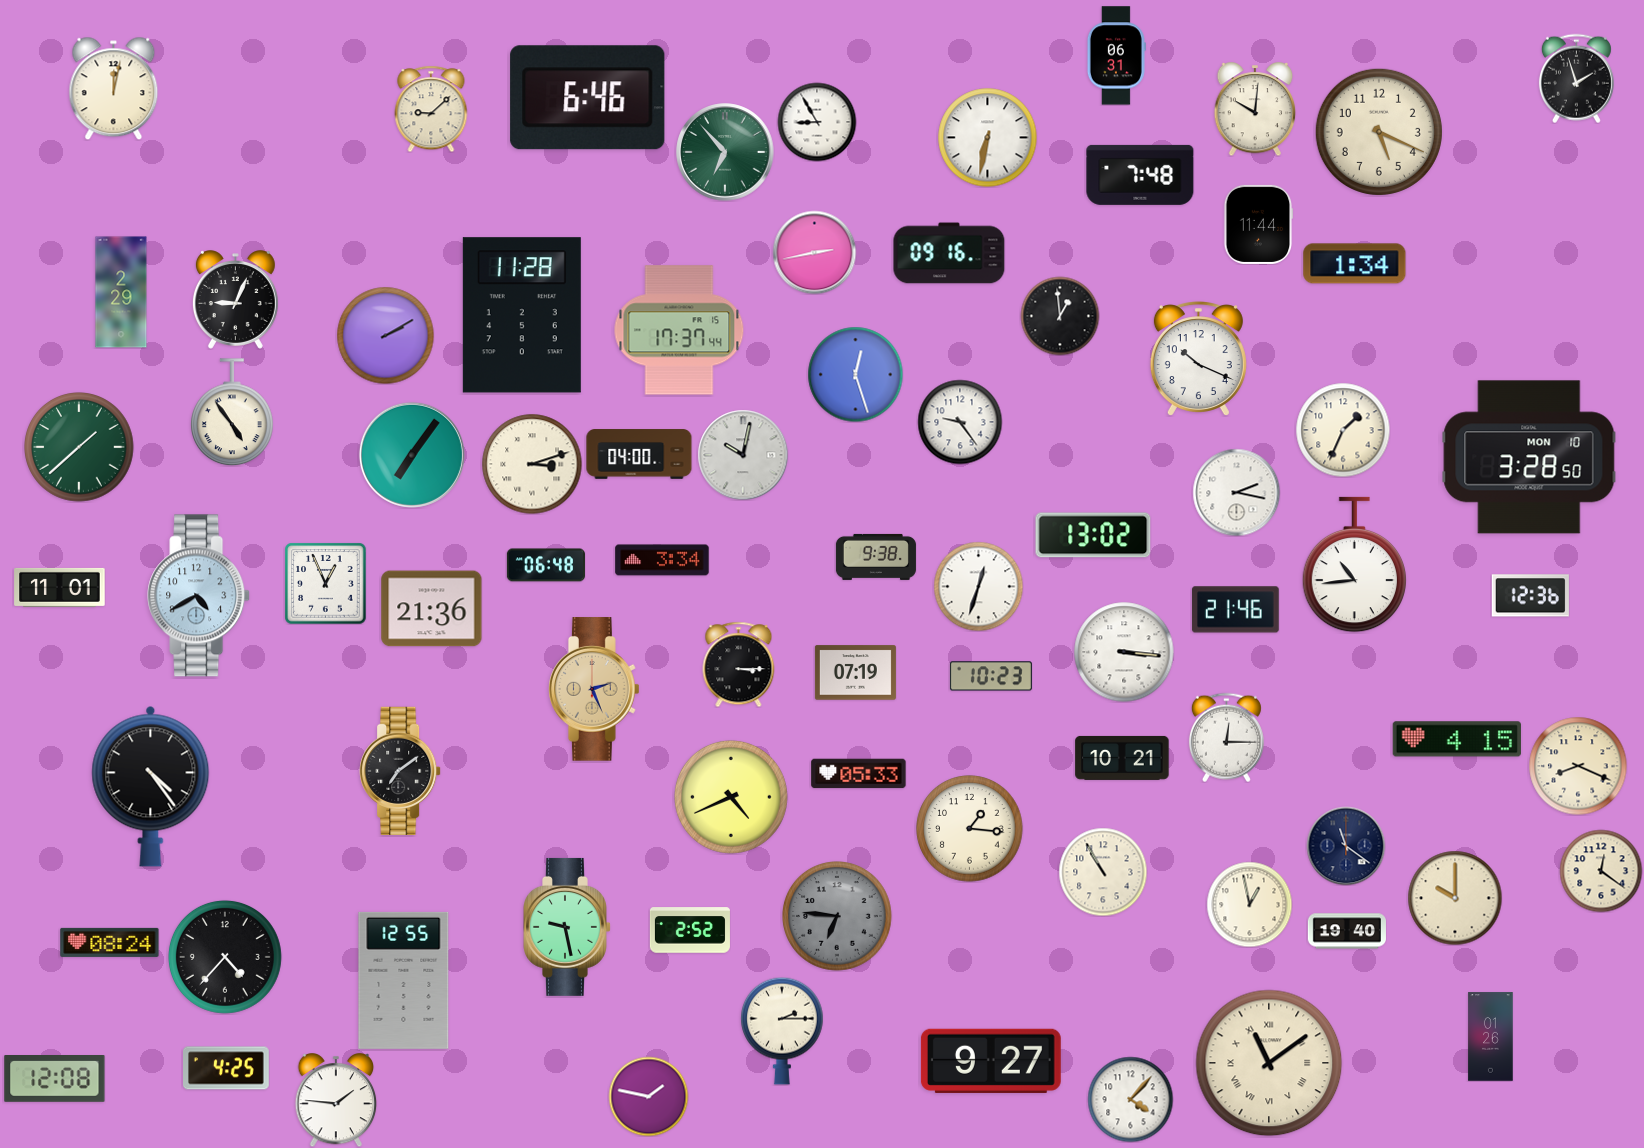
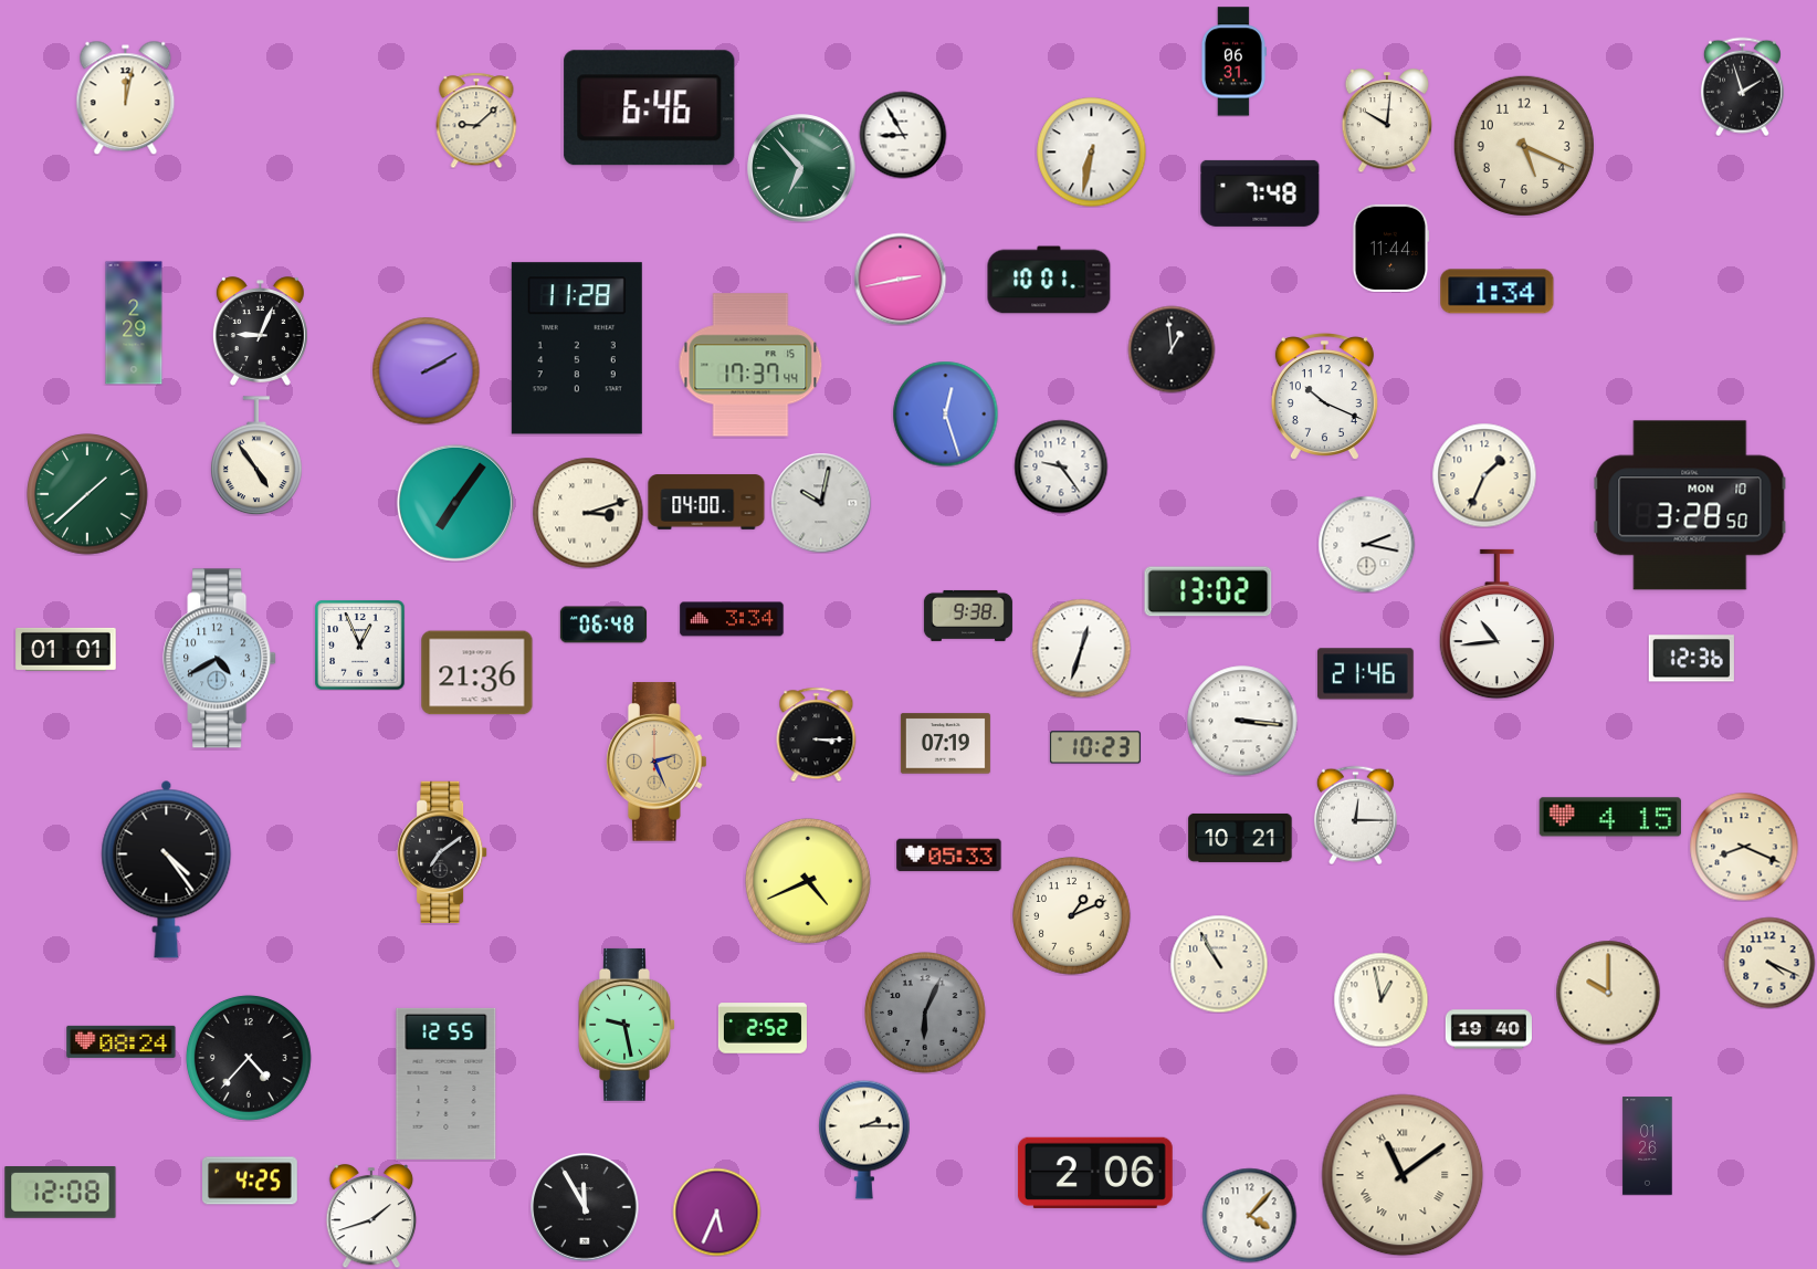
clock at (949, 253): 09:16 -> 10:01
clock at (60, 587): 11:01 -> 01:01
clock at (970, 829): 1:16 -> 1:11
clock at (1346, 846): 11:21 -> none
clock at (1601, 871): 12:21 -> 4:19
clock at (838, 917): 6:46 -> 6:04
clock at (991, 1061): 9:27 -> 2:06
clock at (585, 1207): none -> 11:55
clock at (648, 1096): 1:47 -> 5:34
clock at (336, 1101): 1:46 -> 1:42
